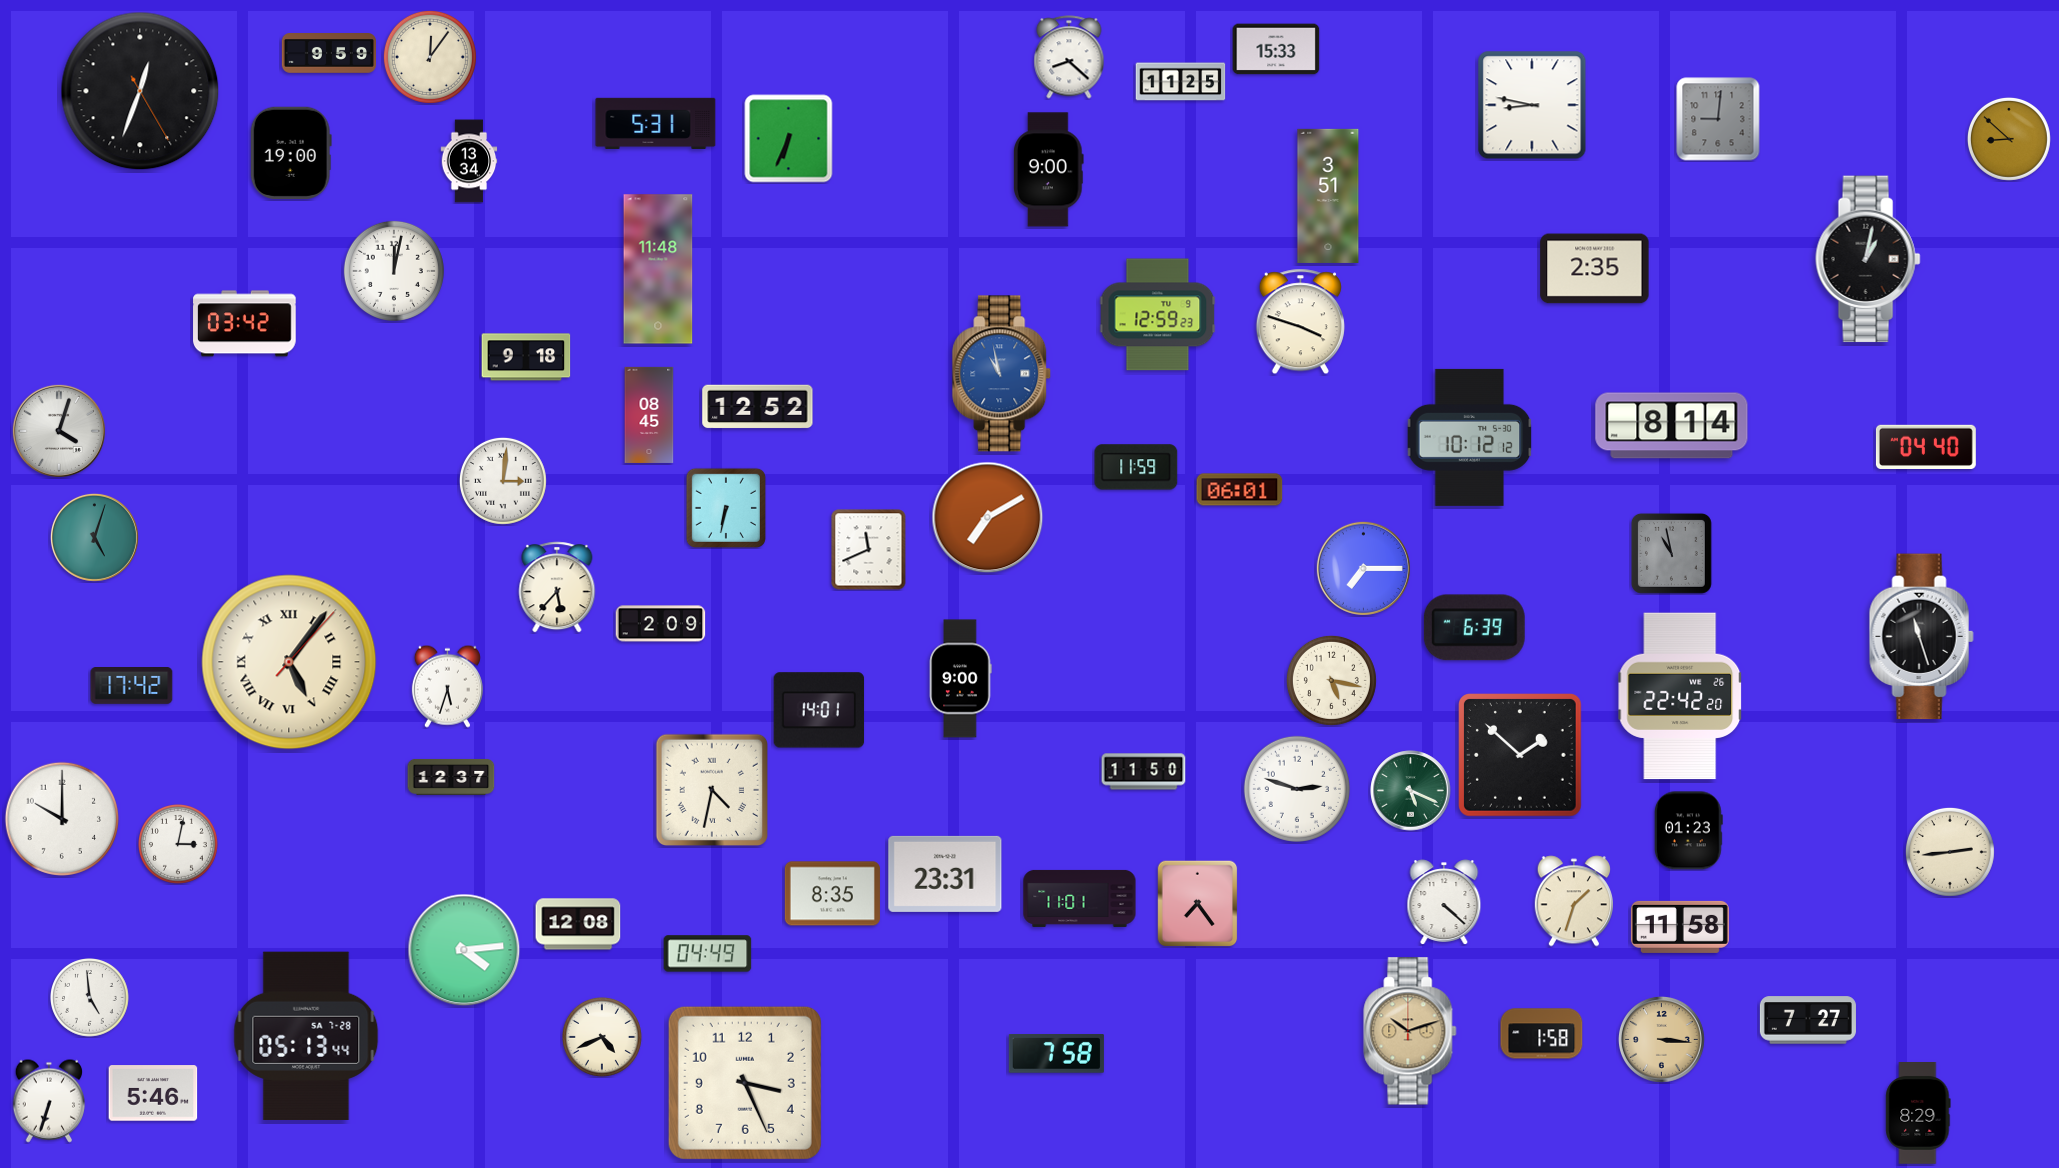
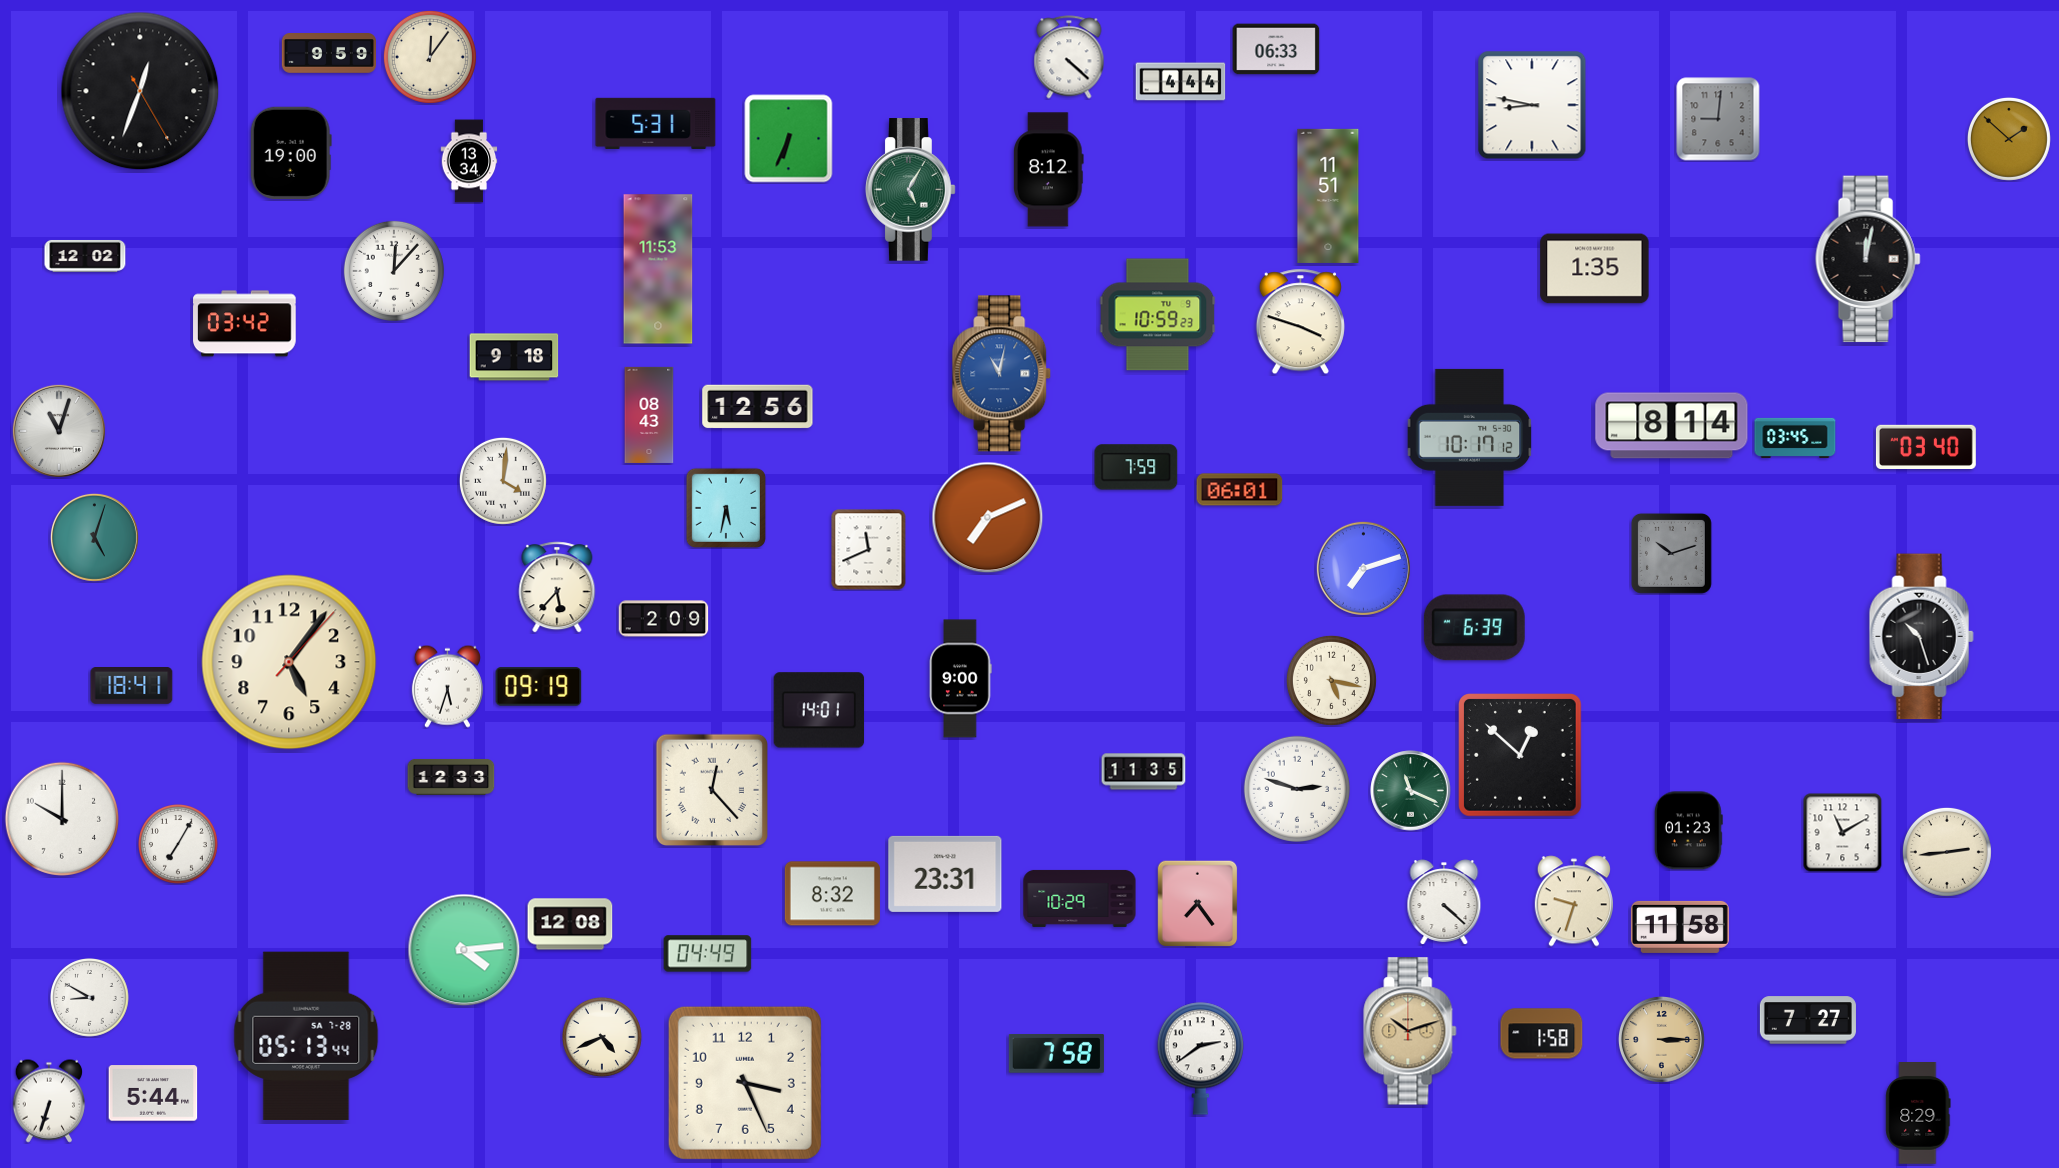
clock at (1276, 49): 15:33 -> 06:33
clock at (1069, 57): 8:22 -> 4:22
clock at (1181, 82): 11:25 -> 4:44
clock at (2009, 139): 8:52 -> 1:52
clock at (1049, 170): 9:00 -> 8:12
clock at (911, 190): none -> 5:05
clock at (1328, 196): 3:51 -> 11:51
clock at (85, 256): none -> 12:02
clock at (1868, 259): 1:02 -> 12:02
clock at (658, 269): 11:48 -> 11:53
clock at (1595, 269): 2:35 -> 1:35
clock at (394, 271): 12:02 -> 12:07
clock at (1158, 315): 12:59 -> 10:59
clock at (526, 357) position: (526, 357) -> (514, 357)
clock at (1002, 374): 10:58 -> 11:02
clock at (758, 407): 12:52 -> 12:56
clock at (649, 415): 08:45 -> 08:43
clock at (59, 431): 4:03 -> 11:03
clock at (1470, 437): 10:12 -> 10:17
clock at (1795, 438): none -> 03:45
clock at (1926, 446): 04:40 -> 03:40
clock at (1136, 467): 11:59 -> 7:59
clock at (503, 481): 3:01 -> 4:01
clock at (726, 508): 6:32 -> 5:32
clock at (988, 518): 7:10 -> 7:11
clock at (1671, 553): 10:58 -> 10:12
clock at (1363, 568): 7:15 -> 7:12
clock at (661, 624) position: (661, 624) -> (664, 619)
clock at (1921, 637): 11:27 -> 10:27
clock at (289, 662) numerals: Roman -> Arabic
clock at (132, 686): 17:42 -> 18:41
clock at (539, 687): none -> 09:19
clock at (1680, 696): 22:42 -> none
clock at (1521, 756): 1:52 -> 12:52
clock at (1144, 772): 11:50 -> 11:35
clock at (451, 777): 12:37 -> 12:33
clock at (711, 789): 4:32 -> 12:23
clock at (1411, 791): 5:19 -> 11:19
clock at (1843, 833): none -> 11:10
clock at (179, 845): 3:02 -> 7:05
clock at (1950, 852) position: (1950, 852) -> (1947, 852)
clock at (832, 894): 8:35 -> 8:32
clock at (1080, 898): 11:01 -> 10:29
clock at (1573, 901): 1:33 -> 9:33
clock at (578, 924) position: (578, 924) -> (570, 924)
clock at (90, 998): 4:59 -> 8:50
clock at (1661, 1039): 3:16 -> 3:15
clock at (1200, 1058): none -> 2:39
clock at (153, 1093): 5:46 -> 5:44
